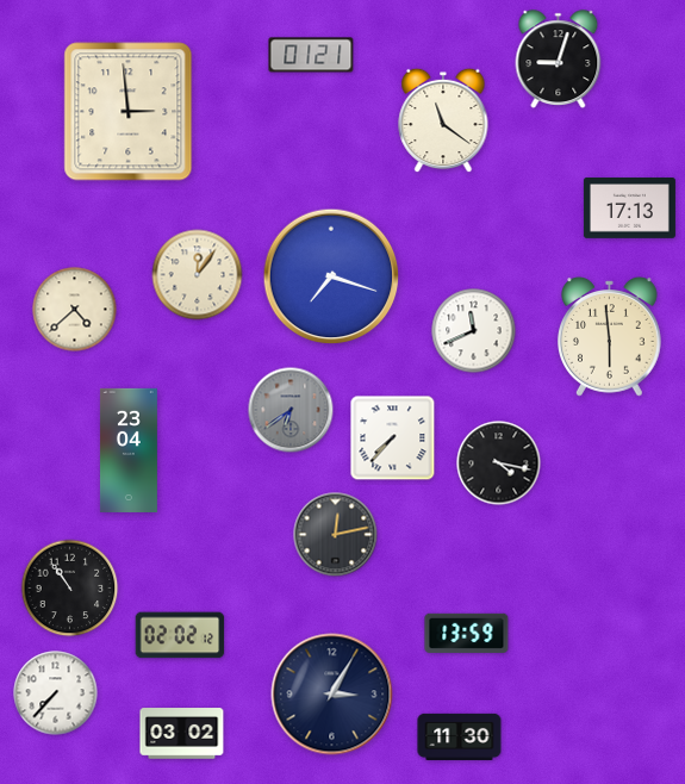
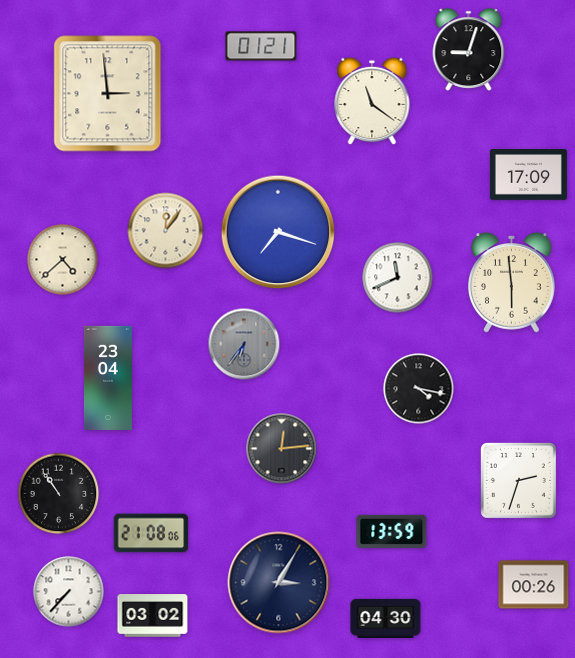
clock at (629, 209): 17:13 -> 17:09
clock at (291, 410): 6:39 -> 6:36
clock at (393, 438): 7:37 -> none
clock at (336, 535): 12:13 -> 12:14
clock at (518, 480): none -> 2:33
clock at (180, 635): 02:02 -> 21:08
clock at (56, 693) position: (56, 693) -> (69, 592)
clock at (534, 585): none -> 00:26
clock at (460, 736): 11:30 -> 04:30
